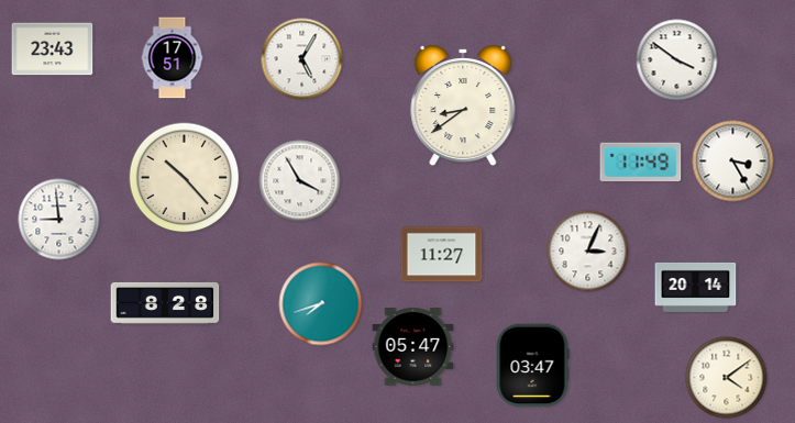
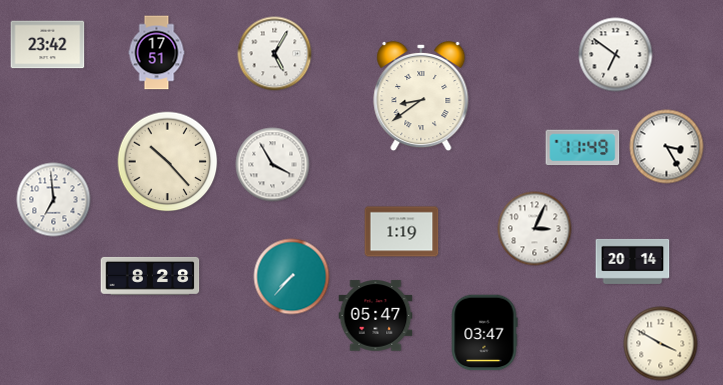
clock at (53, 49): 23:43 -> 23:42
clock at (677, 60): 3:51 -> 6:51
clock at (59, 220): 8:59 -> 6:59
clock at (442, 255): 11:27 -> 1:19
clock at (321, 304): 7:42 -> 7:37
clock at (727, 378): 4:09 -> 3:50
